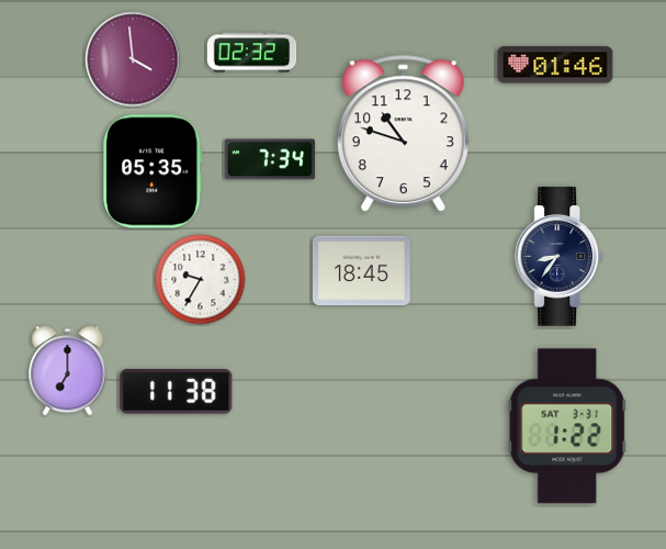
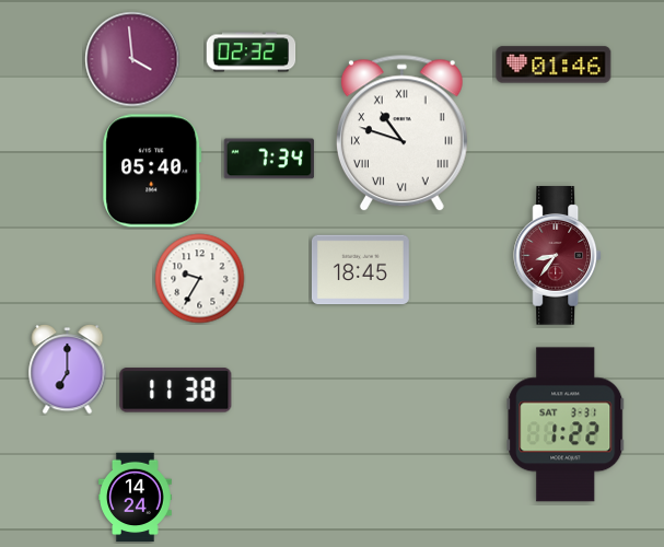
clock at (403, 134) numerals: Arabic -> Roman
clock at (153, 171): 05:35 -> 05:40
clock at (560, 257) dial: navy -> burgundy
clock at (136, 498): none -> 14:24
